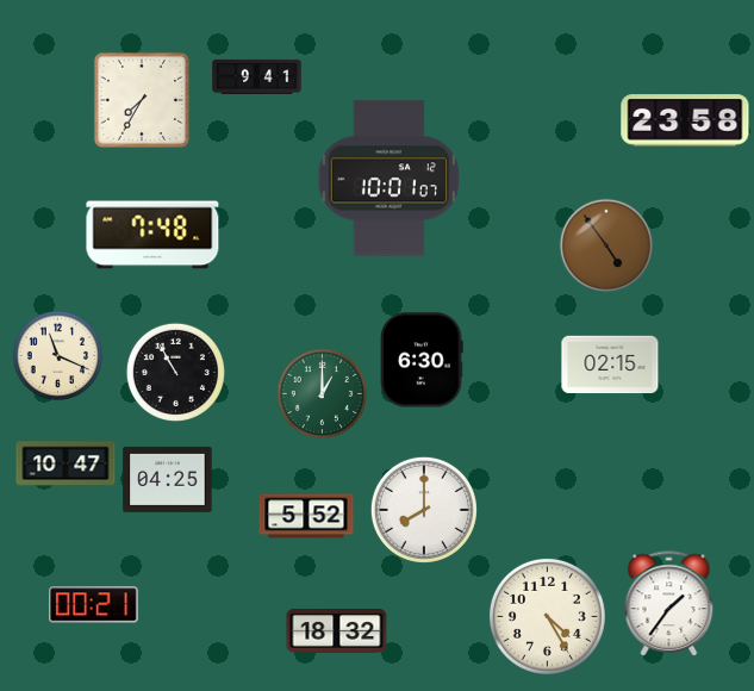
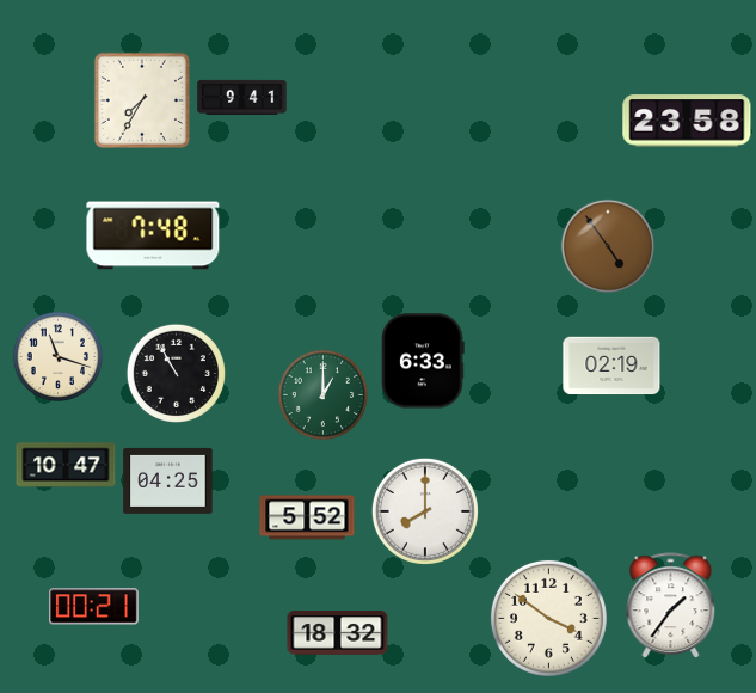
clock at (257, 76) position: (257, 76) -> (242, 97)
clock at (388, 179): 10:01 -> none
clock at (58, 356): 11:19 -> 11:18
clock at (422, 360): 6:30 -> 6:33
clock at (610, 365): 02:15 -> 02:19
clock at (547, 616): 4:25 -> 3:51
